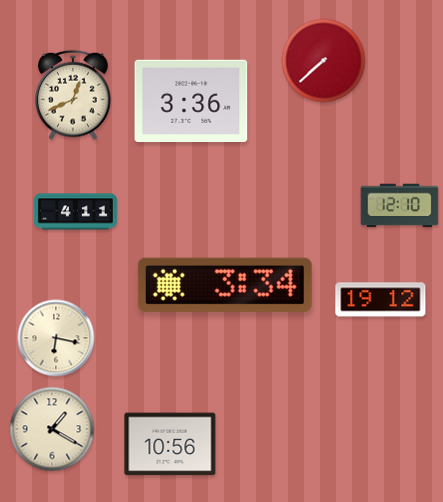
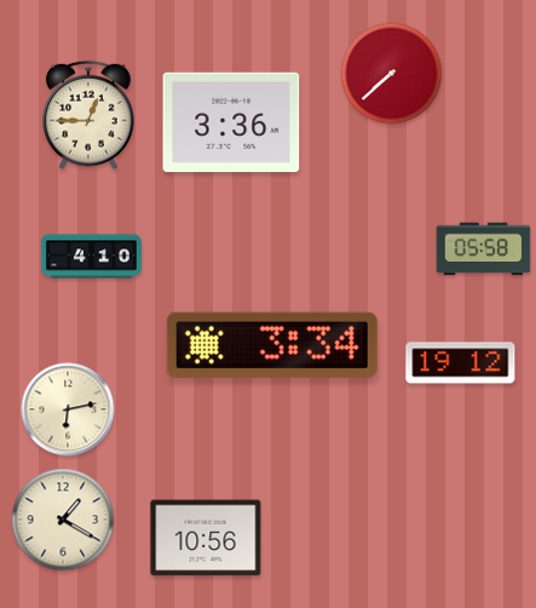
clock at (73, 95): 12:41 -> 12:45
clock at (400, 206): 12:10 -> 05:58
clock at (76, 212): 4:11 -> 4:10
clock at (56, 338): 6:17 -> 6:13
